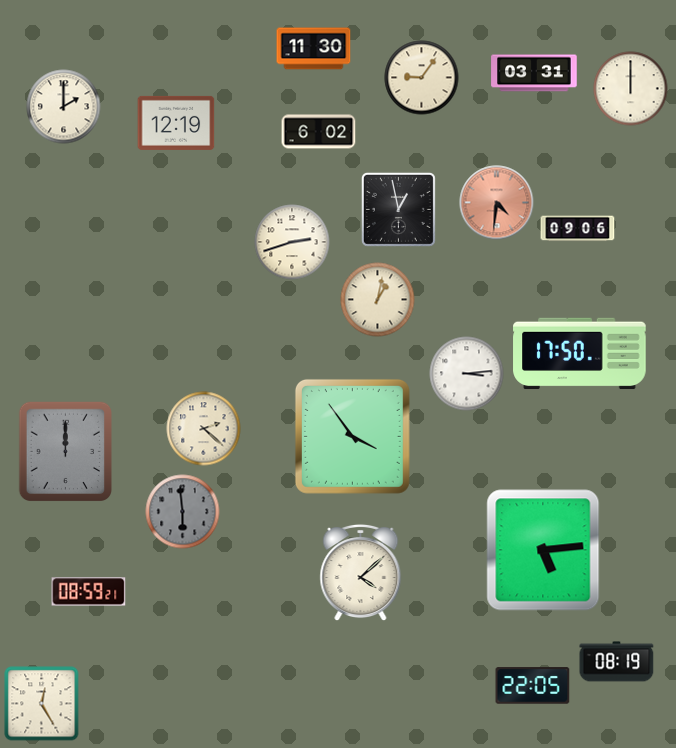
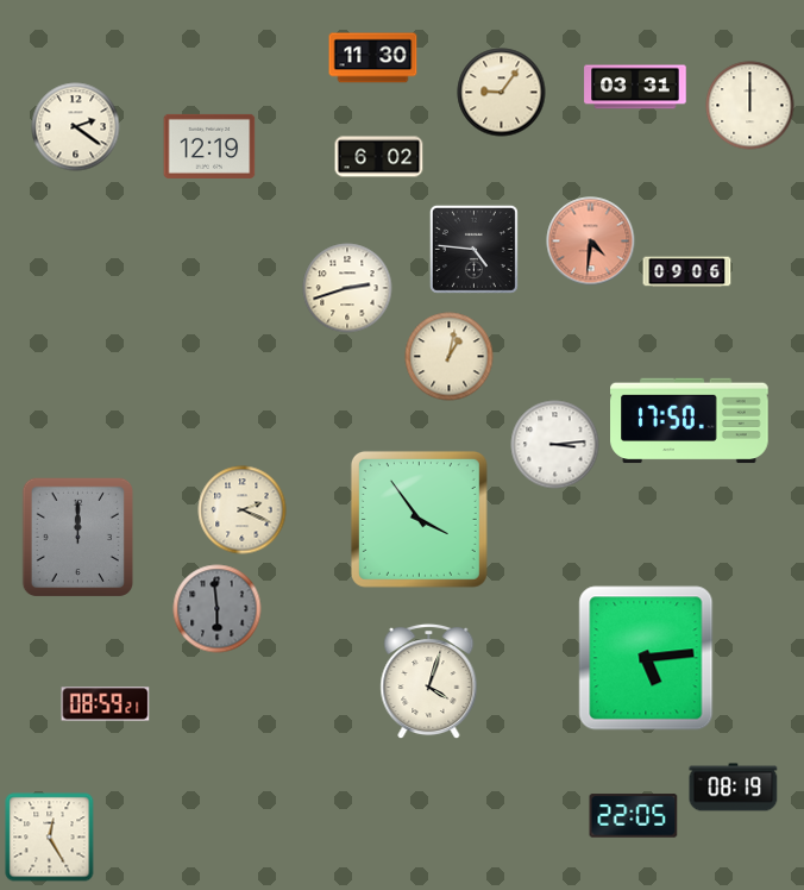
clock at (64, 107): 2:00 -> 2:21
clock at (398, 209): 12:58 -> 4:46
clock at (204, 429): 2:22 -> 2:19
clock at (543, 550) position: (543, 550) -> (646, 658)
clock at (361, 573): 4:08 -> 4:03
